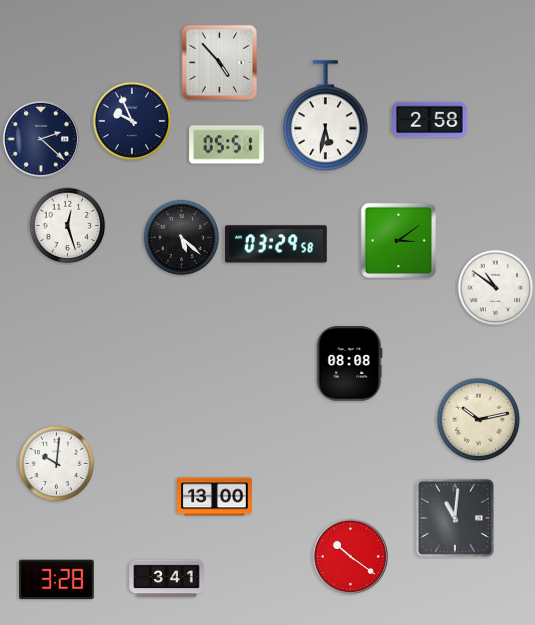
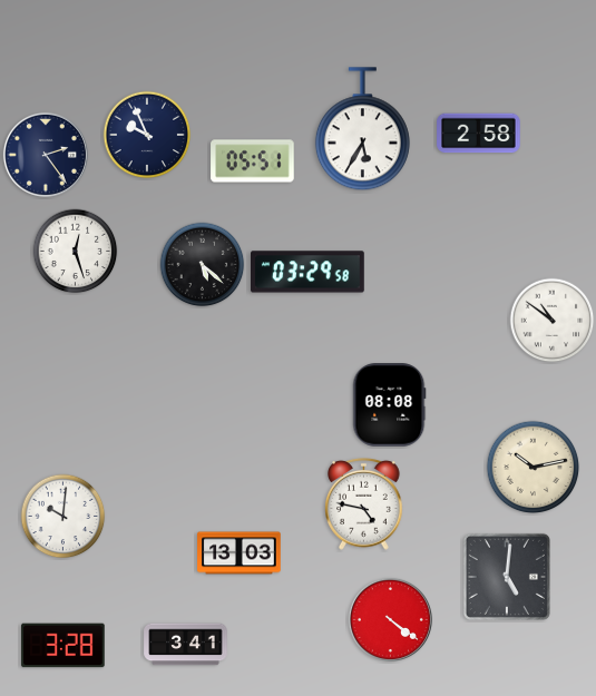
clock at (219, 62): 4:53 -> none
clock at (325, 116): 5:32 -> 5:35
clock at (41, 139): 2:22 -> 2:24
clock at (398, 240): 3:09 -> none
clock at (364, 504): none -> 4:47
clock at (215, 497): 13:00 -> 13:03
clock at (455, 518): 11:01 -> 5:01
clock at (350, 556): 10:21 -> 4:21
